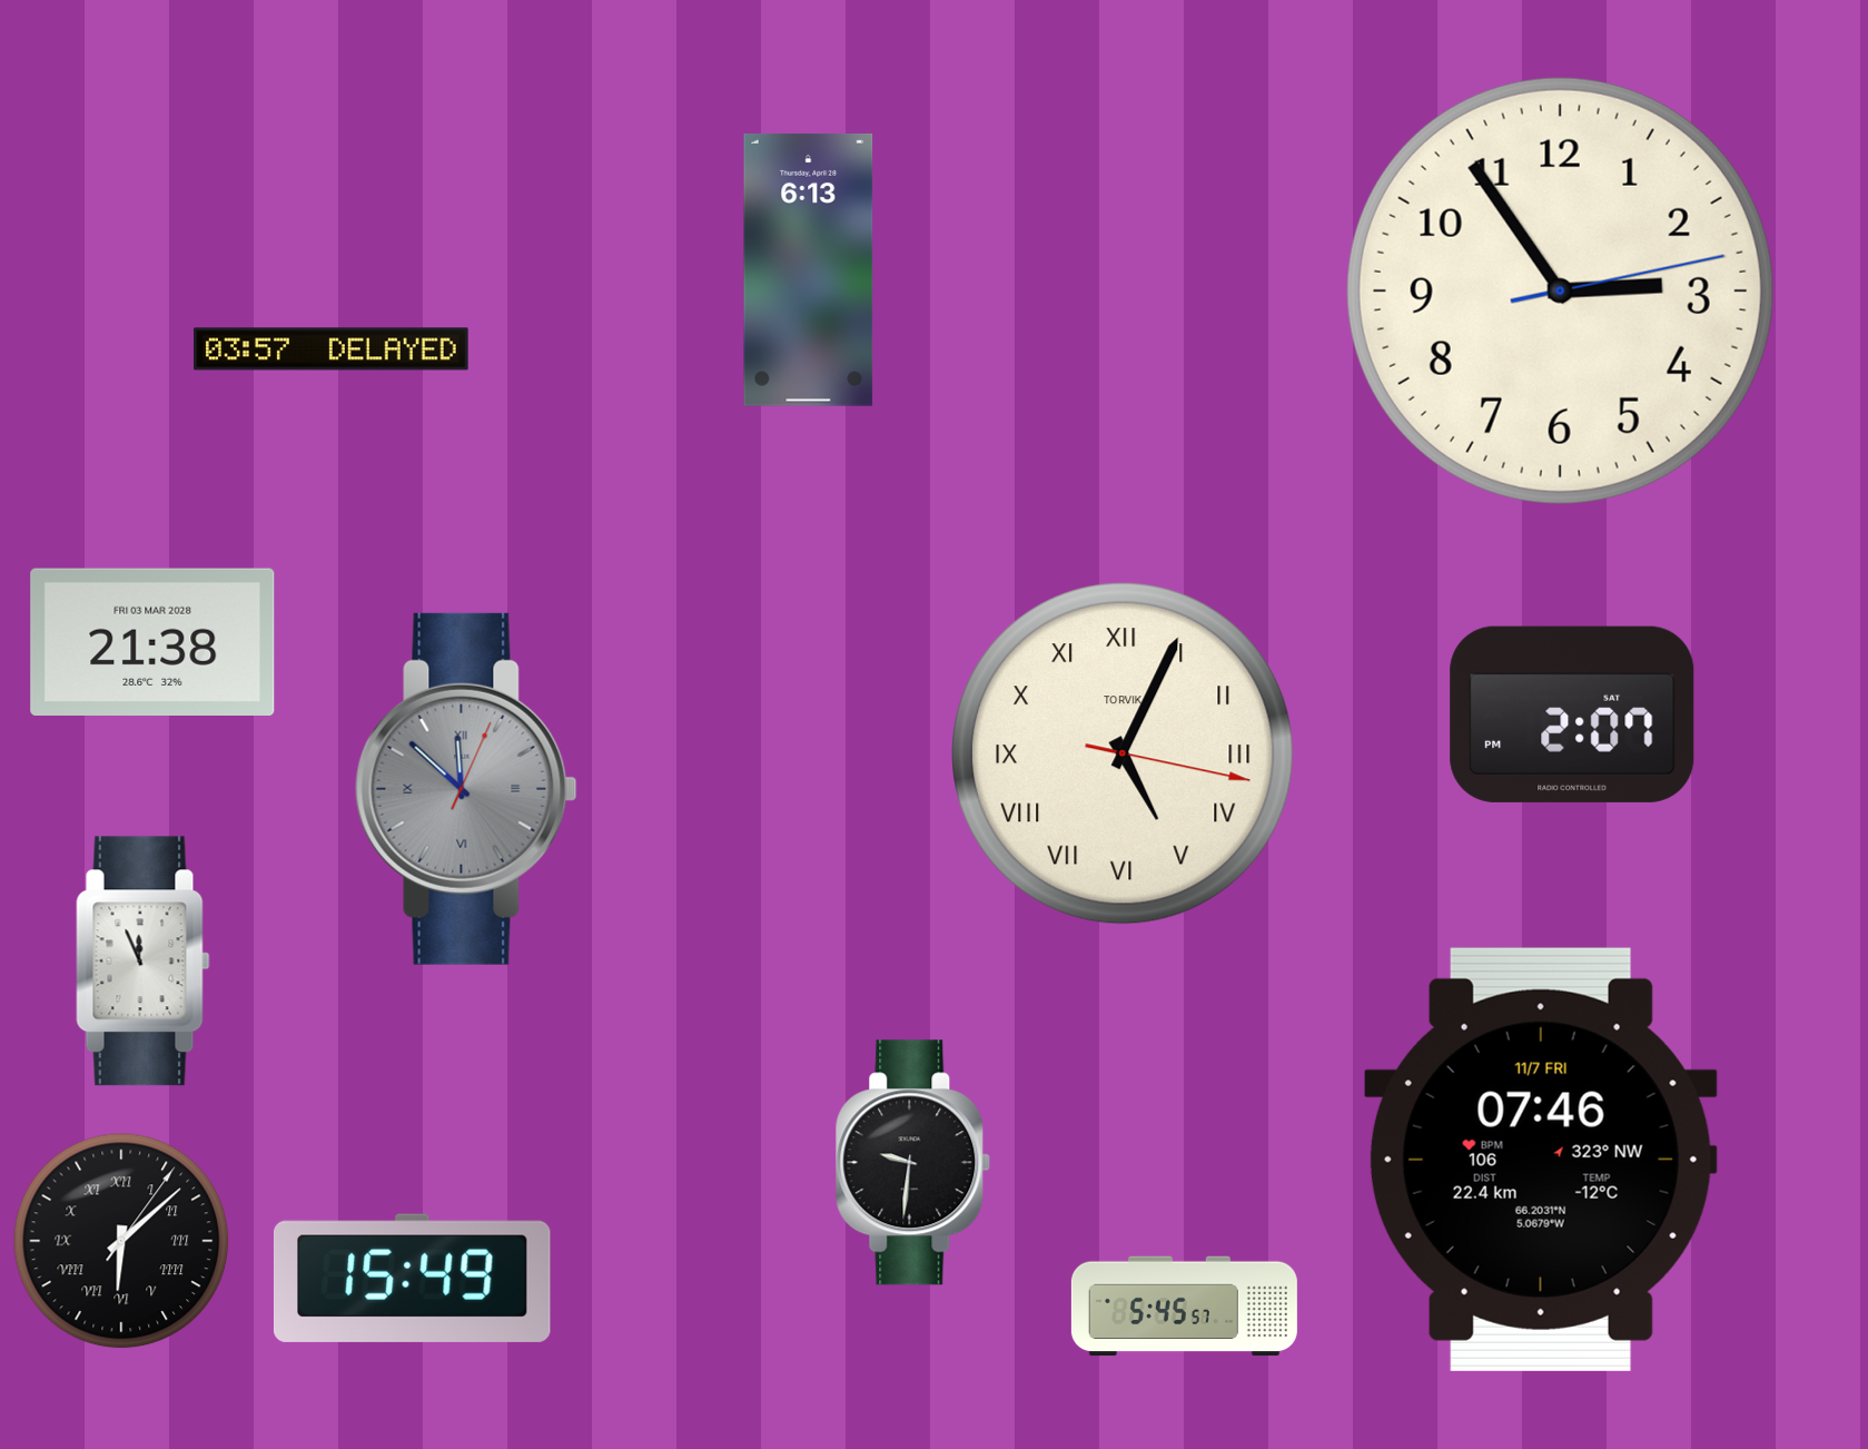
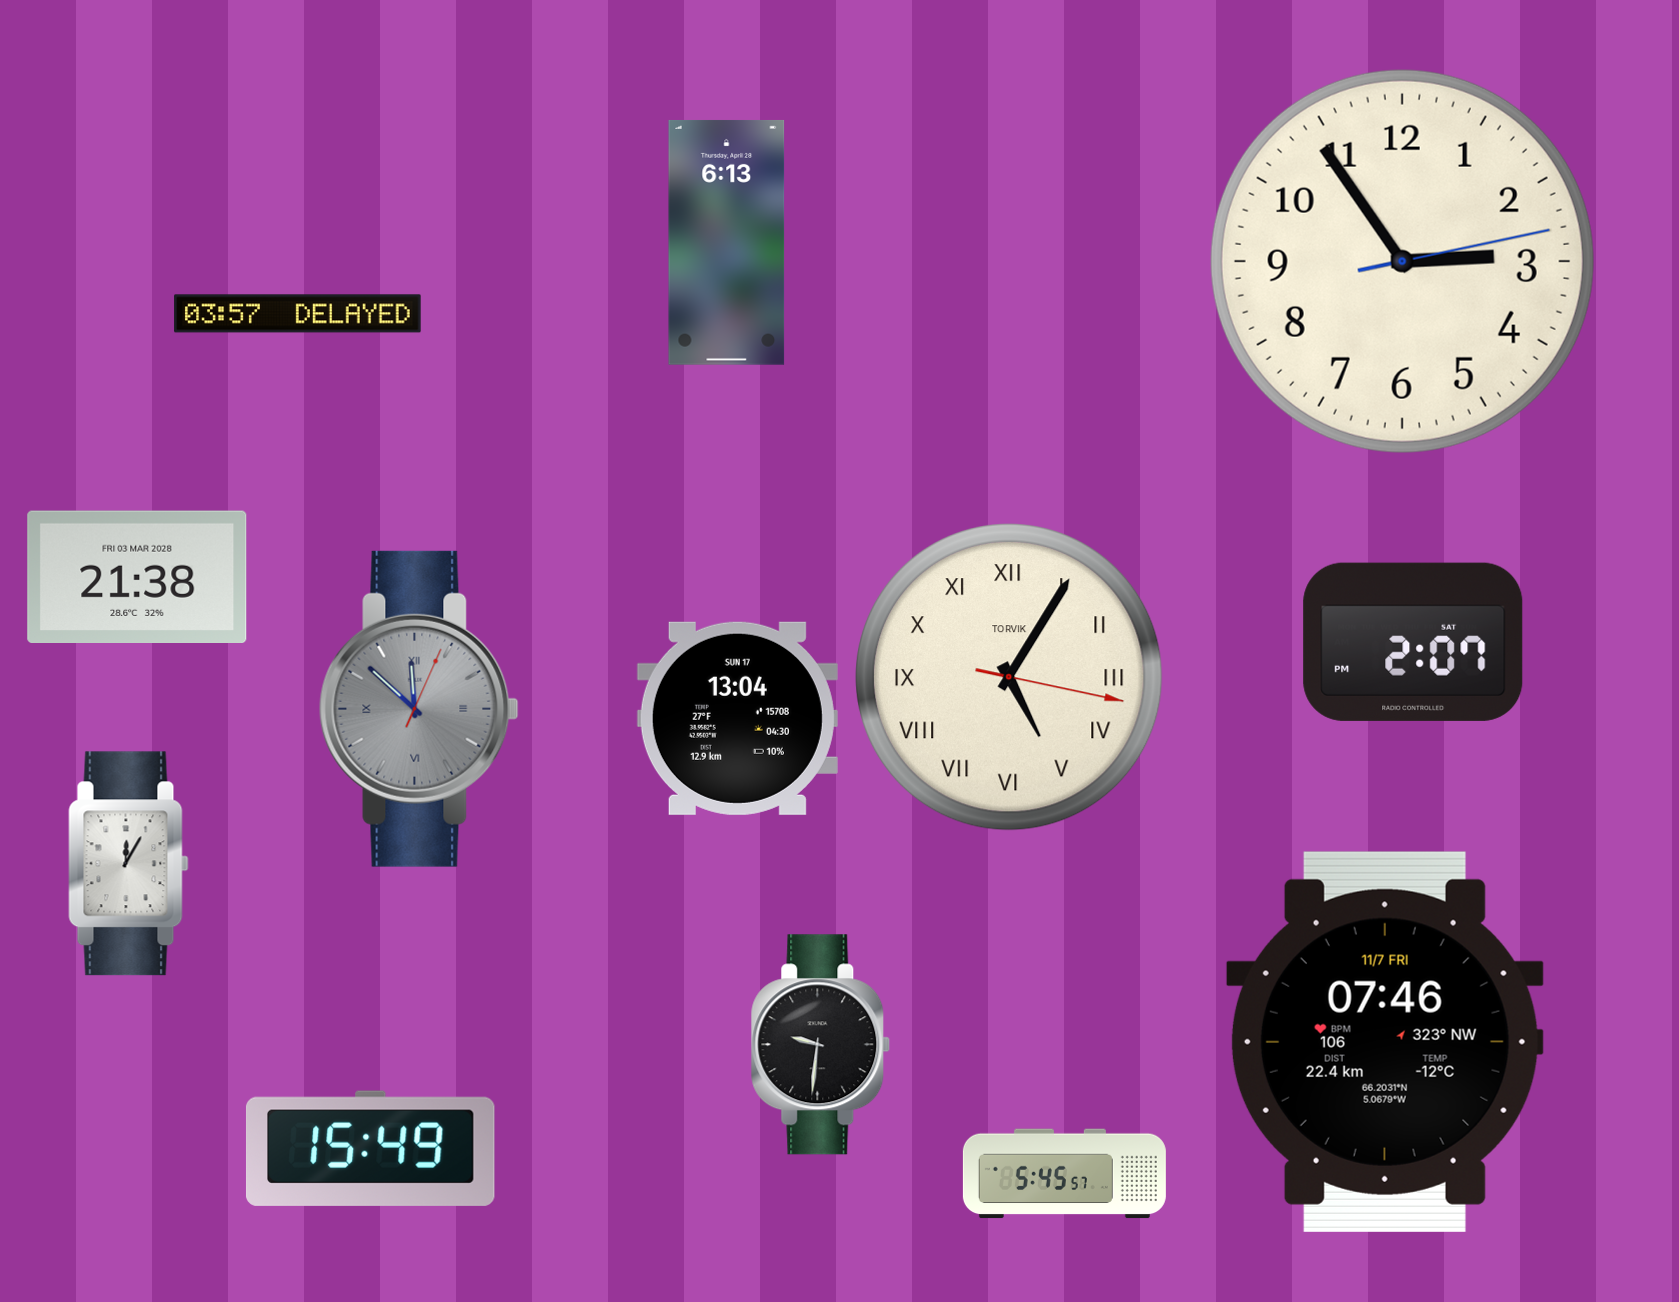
clock at (1124, 755): 5:04 -> 5:05
clock at (737, 718): none -> 13:04
clock at (144, 962): 11:56 -> 12:05
clock at (121, 1241): 6:08 -> none
